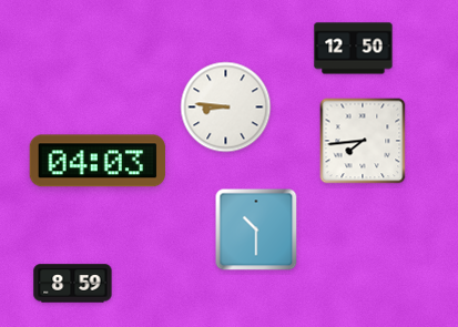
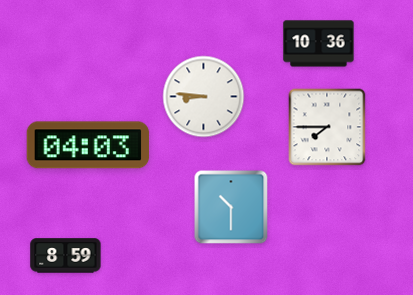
clock at (354, 49): 12:50 -> 10:36
clock at (363, 141): 7:44 -> 7:45
